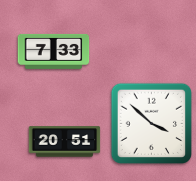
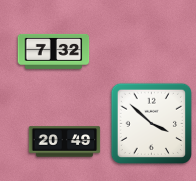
clock at (54, 51): 7:33 -> 7:32
clock at (65, 142): 20:51 -> 20:49
